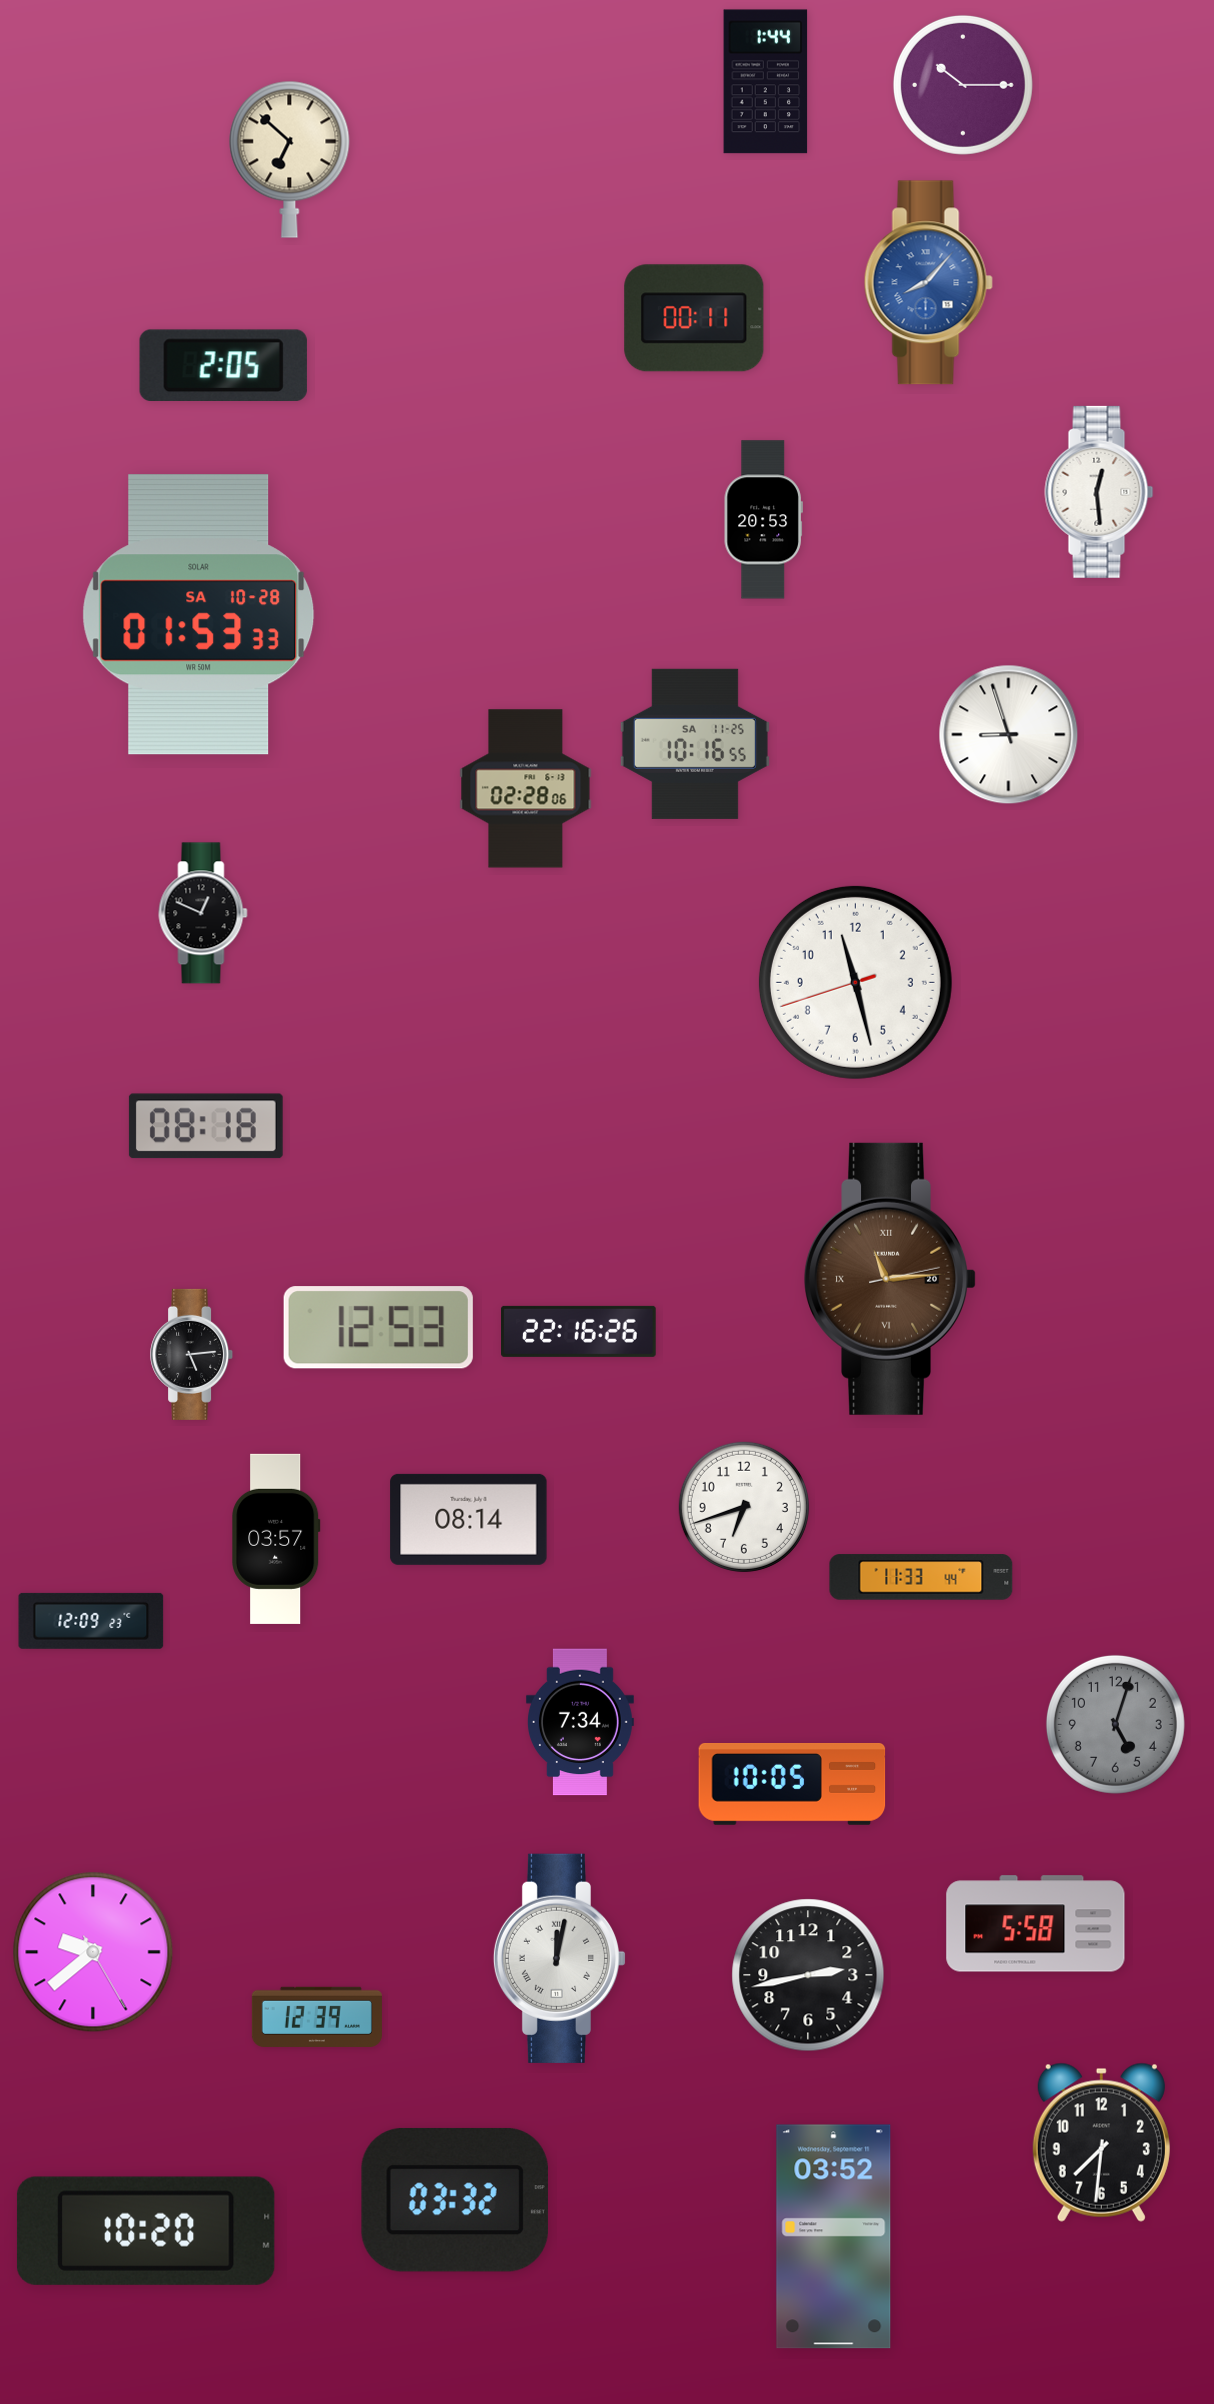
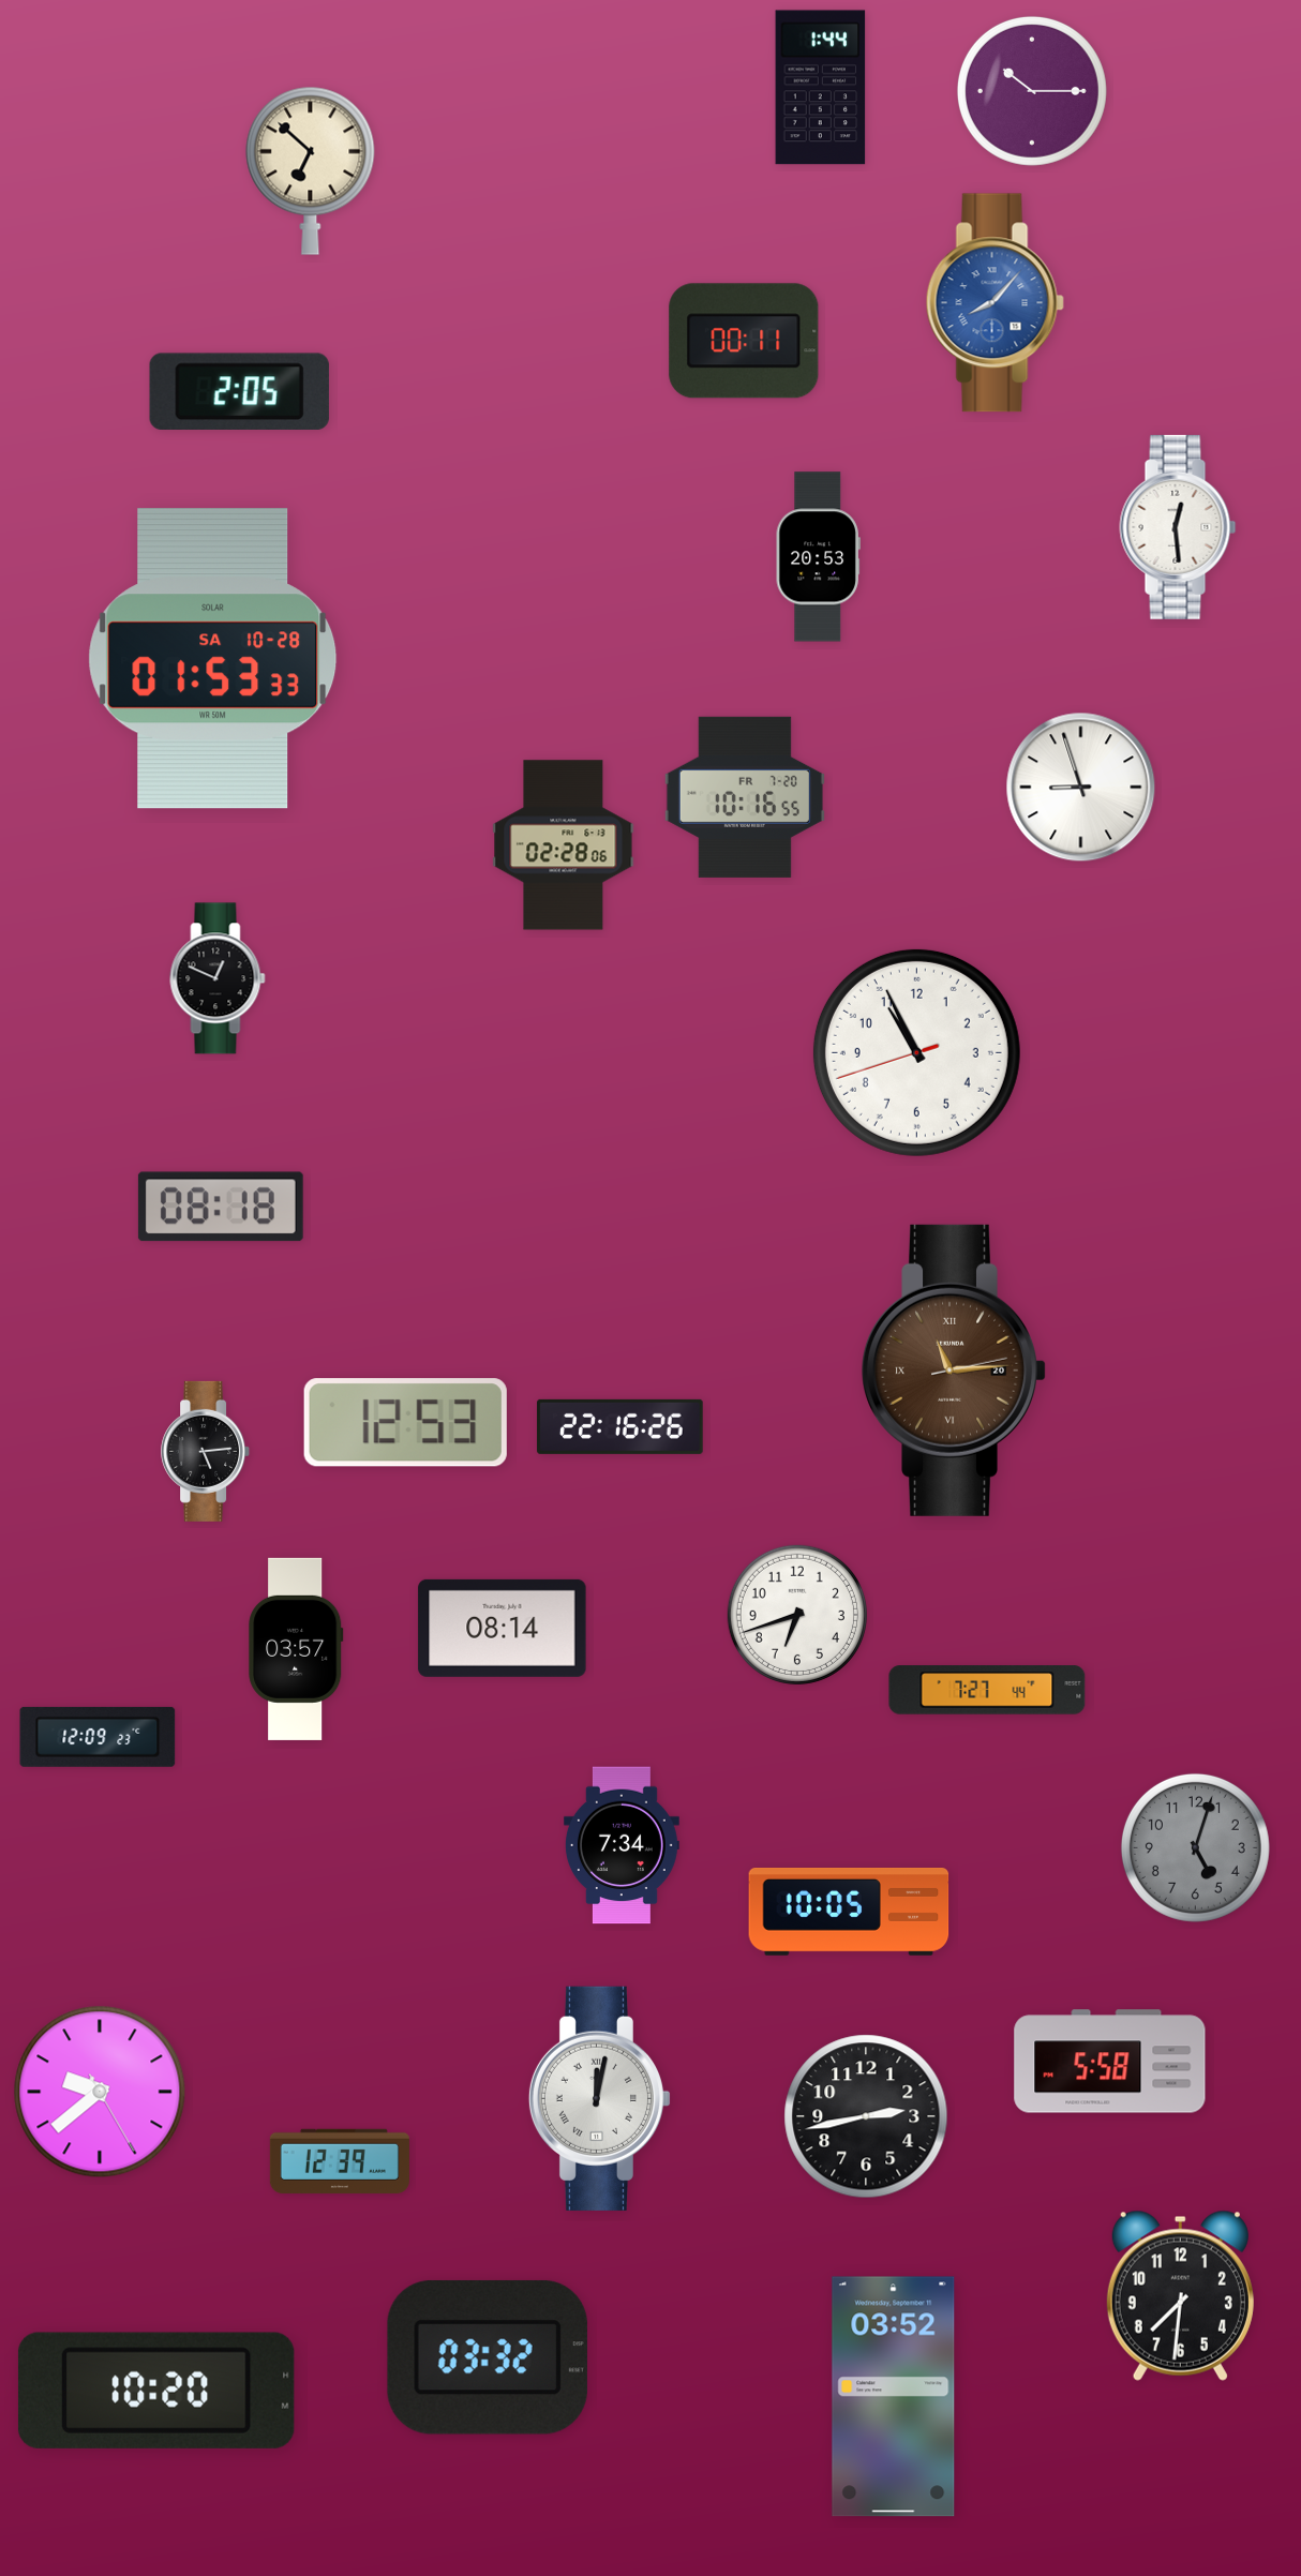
clock at (695, 744) date: SA 11-25 -> FR 7-20
clock at (855, 982): 11:27 -> 10:55
clock at (921, 1577): 11:33 -> 7:27
